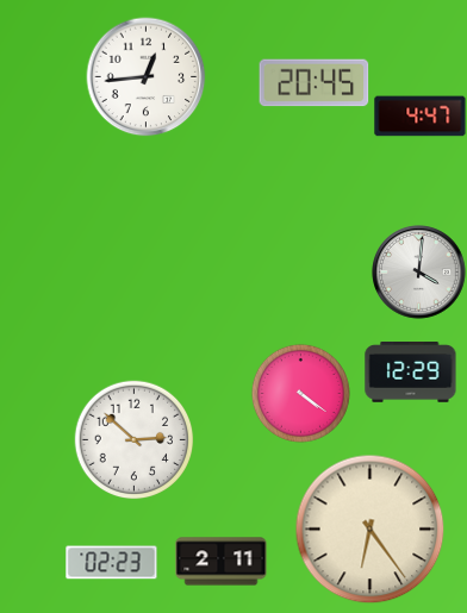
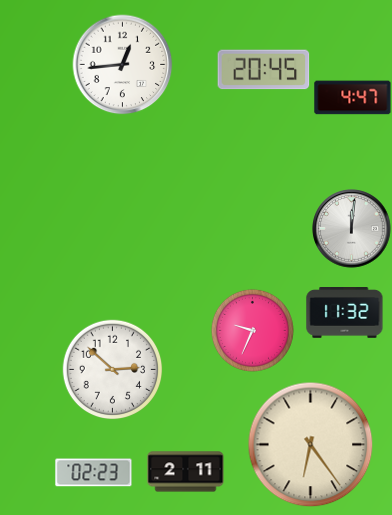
clock at (419, 273): 4:01 -> 12:01
clock at (411, 373): 12:29 -> 11:32
clock at (300, 393): 4:21 -> 9:34
